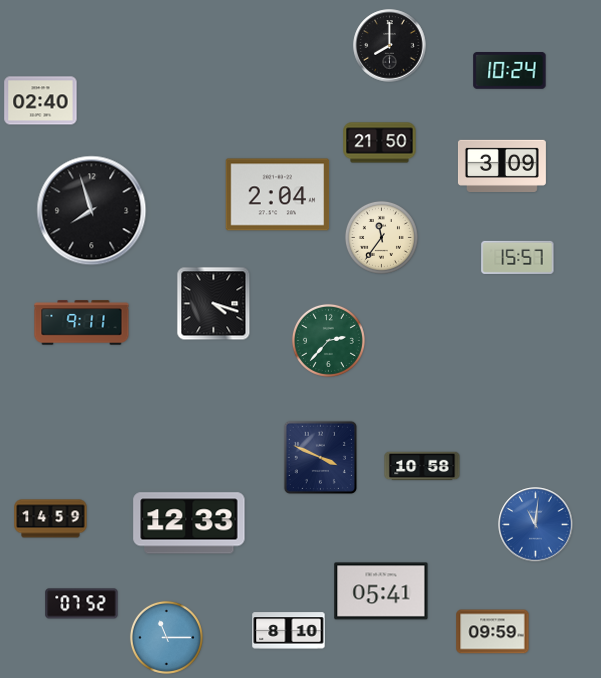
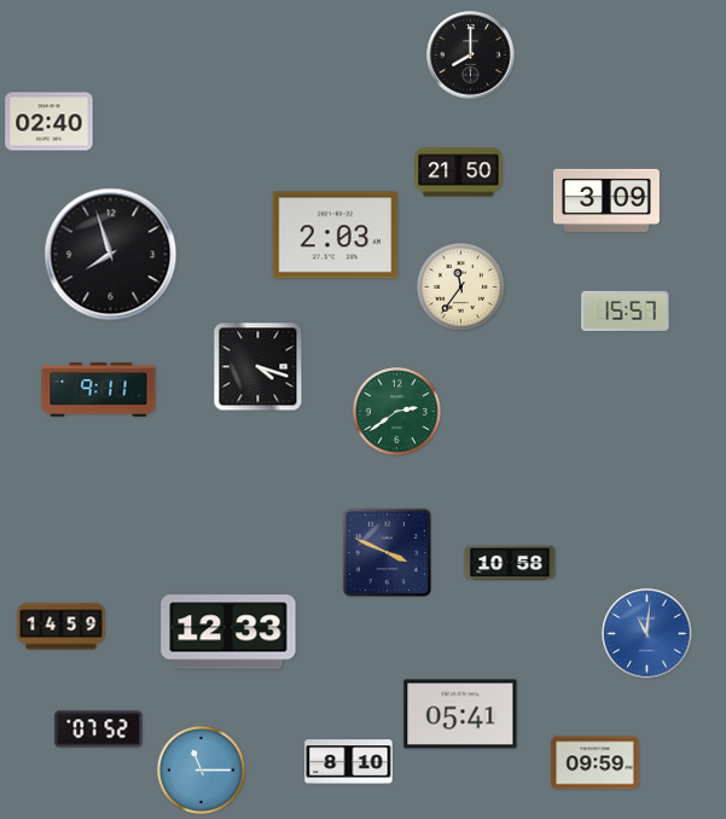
clock at (510, 71): 10:24 -> none
clock at (278, 195): 2:04 -> 2:03
clock at (328, 340): 2:37 -> 2:39
